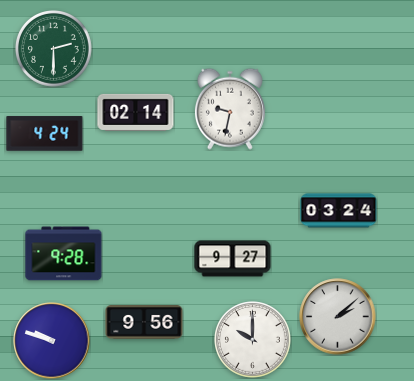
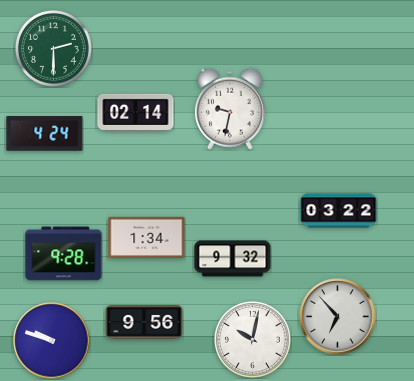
clock at (339, 211): 03:24 -> 03:22
clock at (147, 237): none -> 1:34
clock at (233, 259): 9:27 -> 9:32
clock at (338, 317): 2:08 -> 6:53
clock at (253, 340): 10:00 -> 10:02
